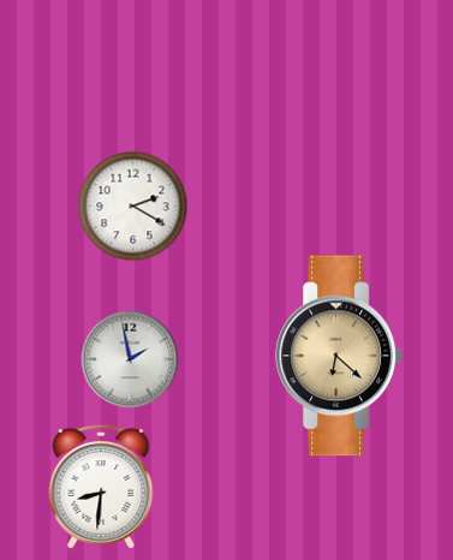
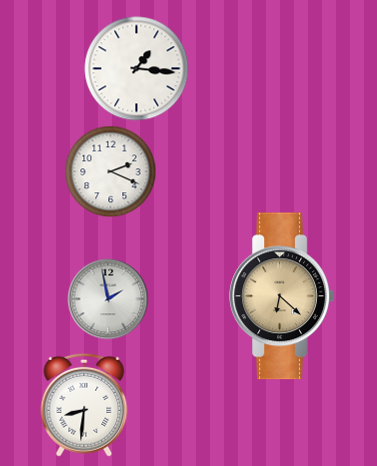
clock at (137, 69): none -> 1:16
clock at (133, 207): 2:20 -> 2:19
